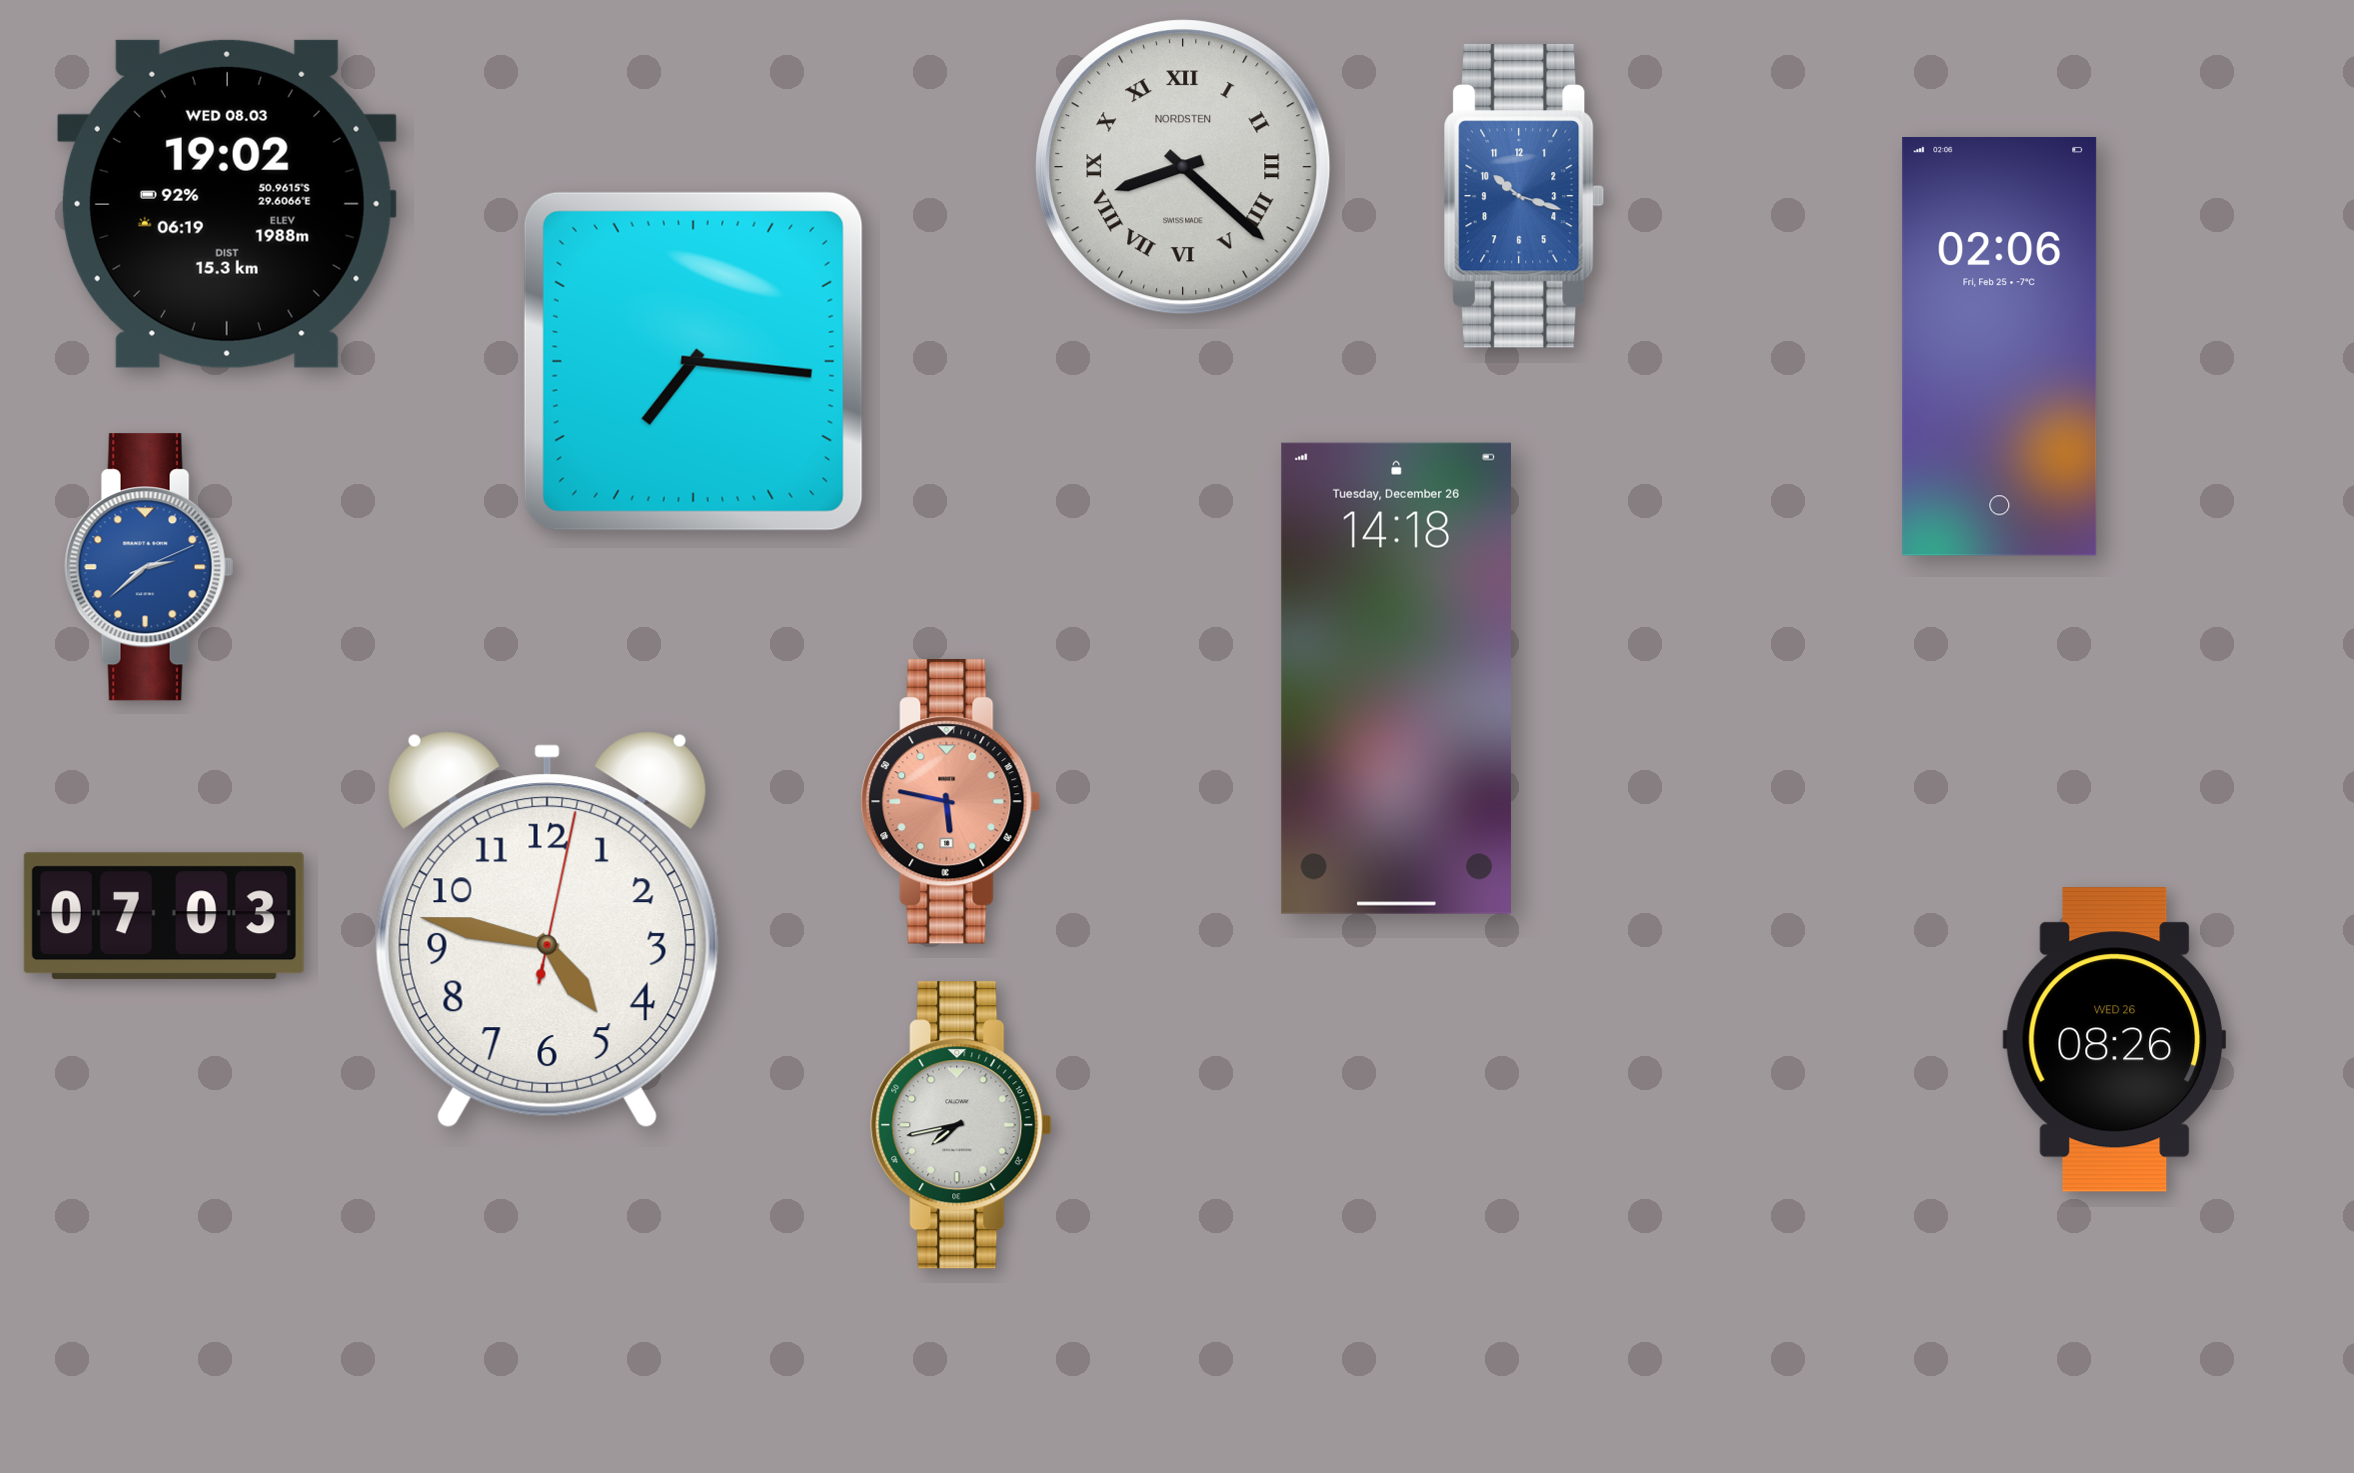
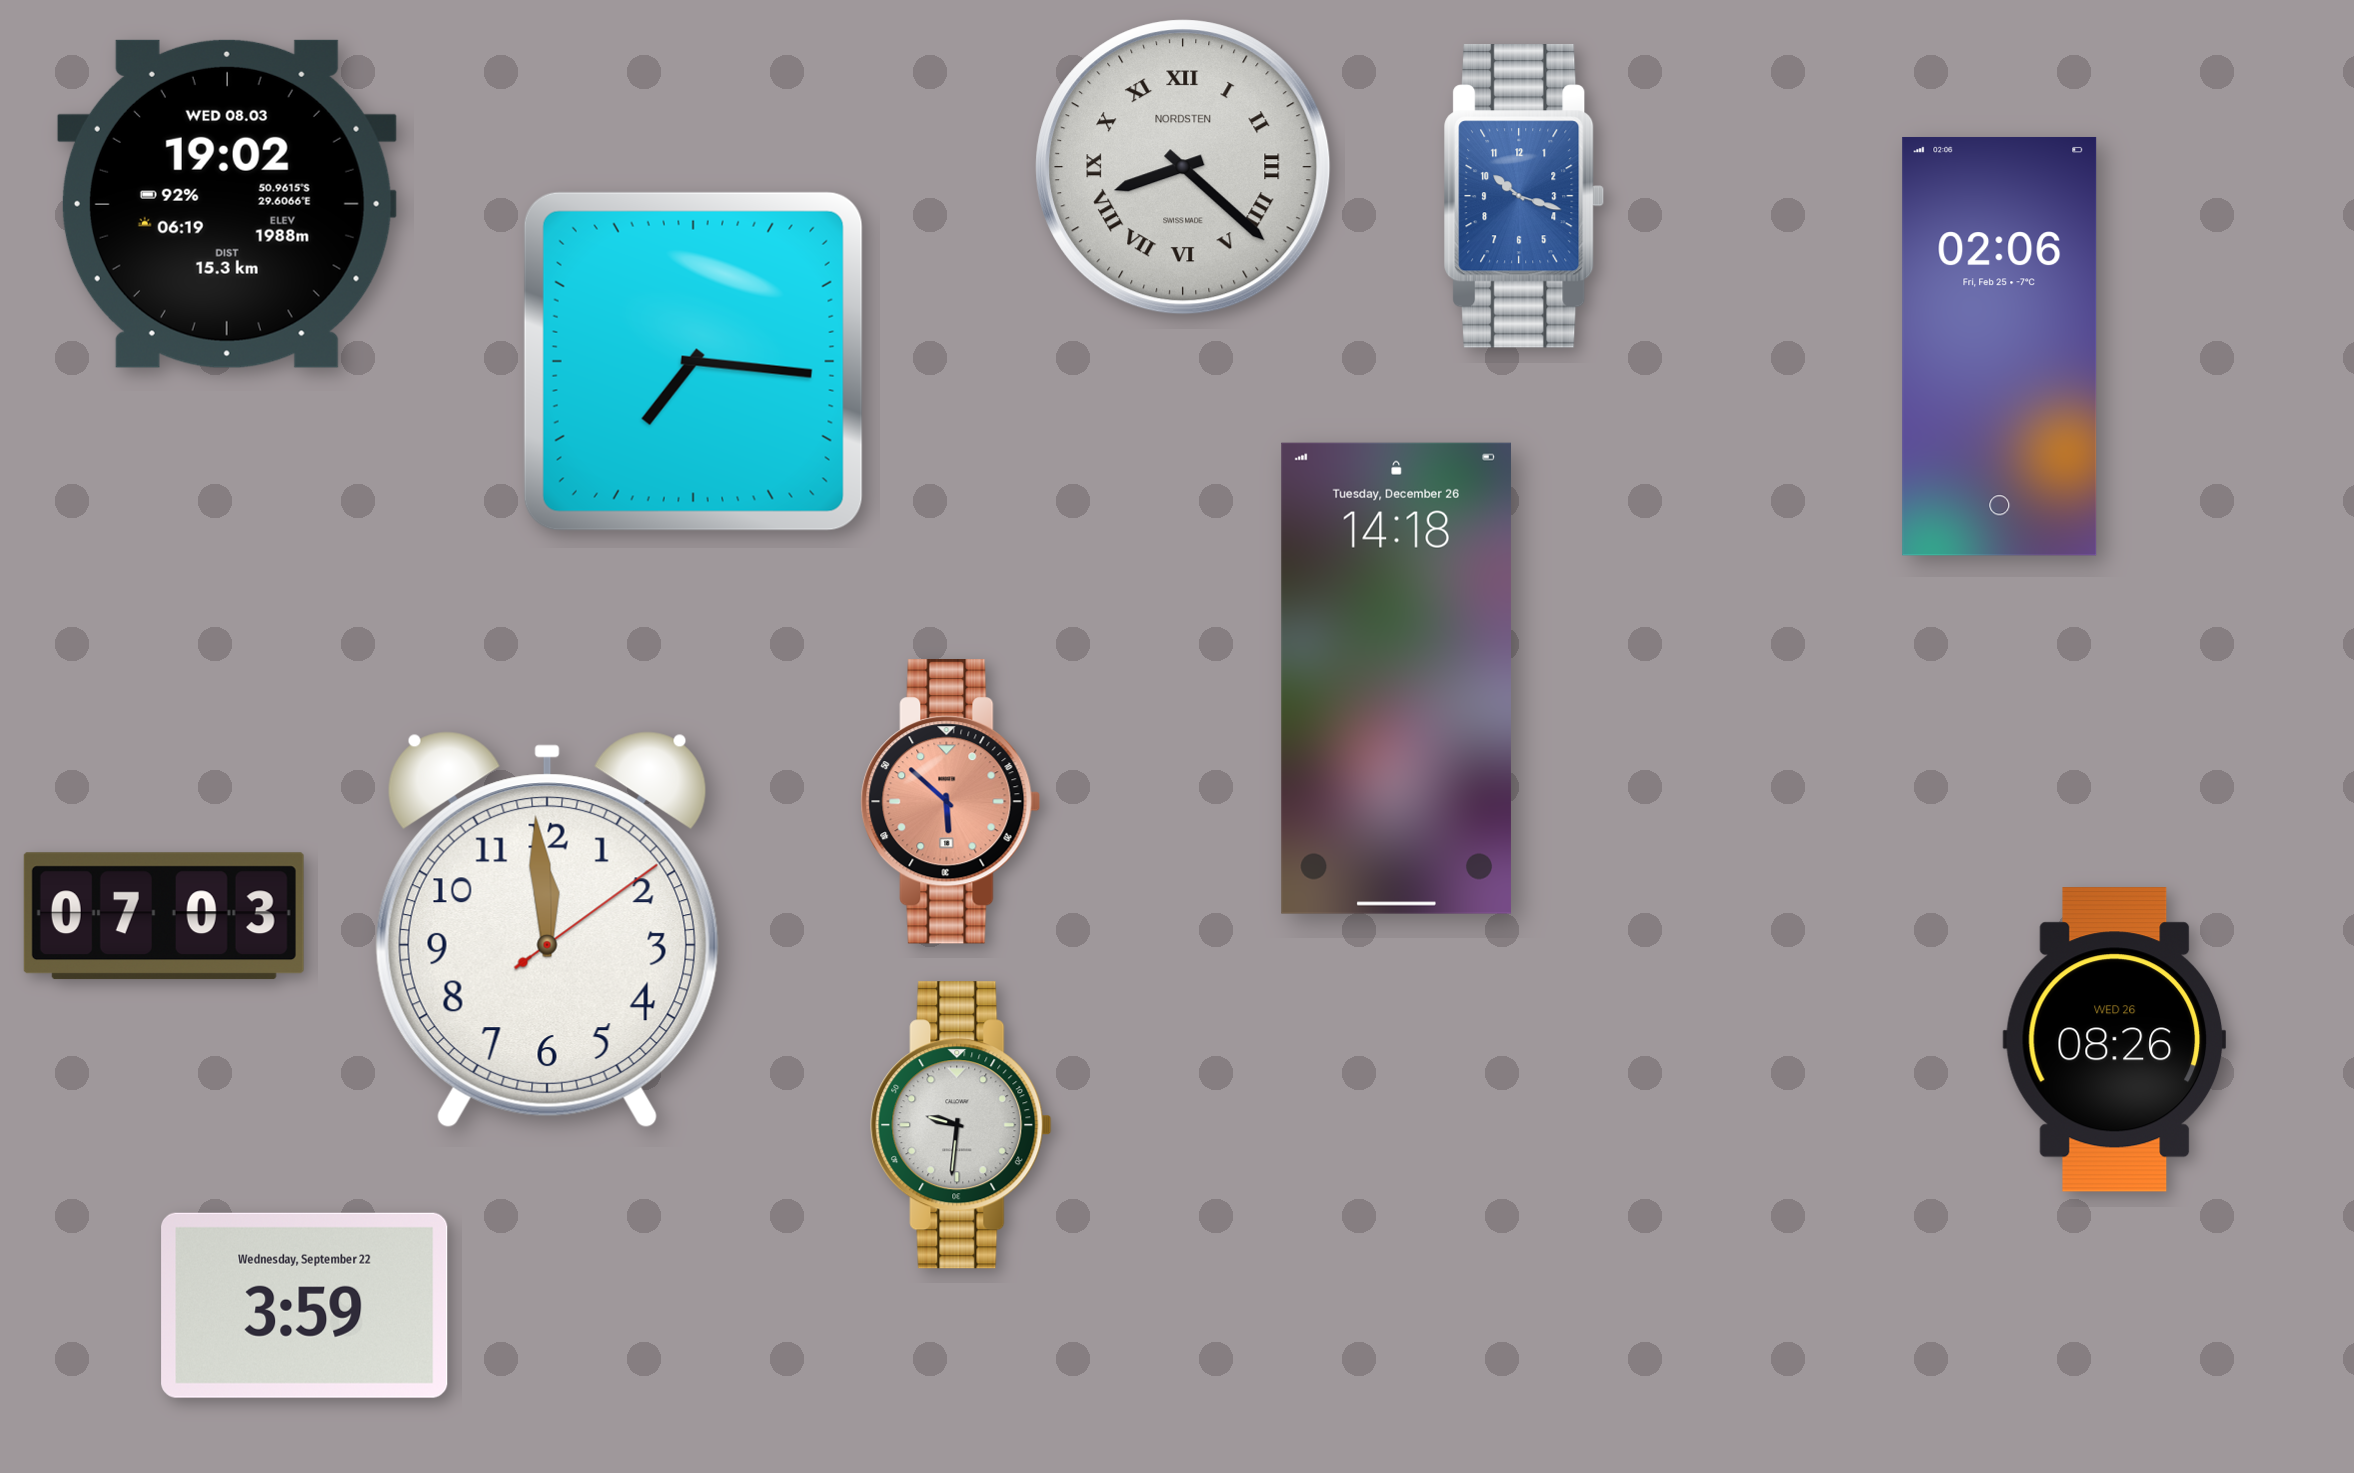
clock at (149, 567): 2:38 -> none
clock at (951, 802): 5:47 -> 5:52
clock at (547, 930): 4:47 -> 11:59
clock at (961, 1125): 7:43 -> 9:31
clock at (305, 1305): none -> 3:59
